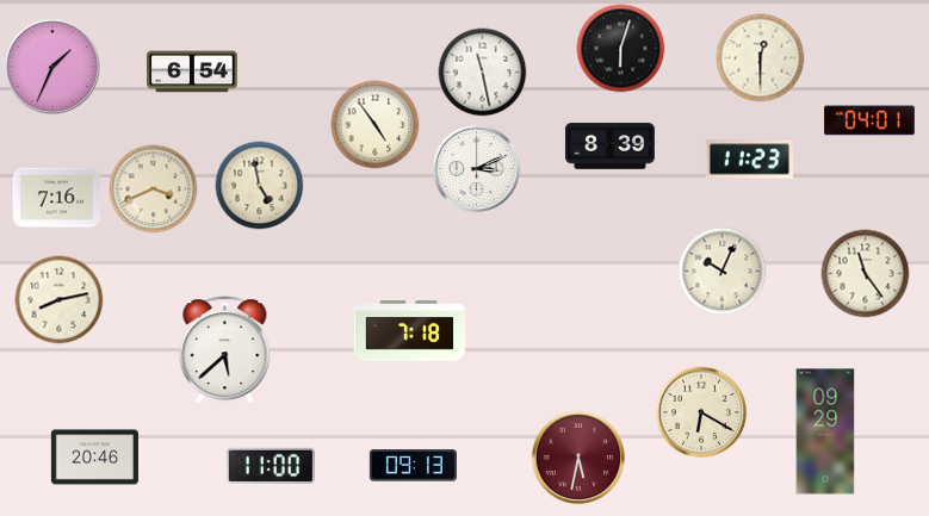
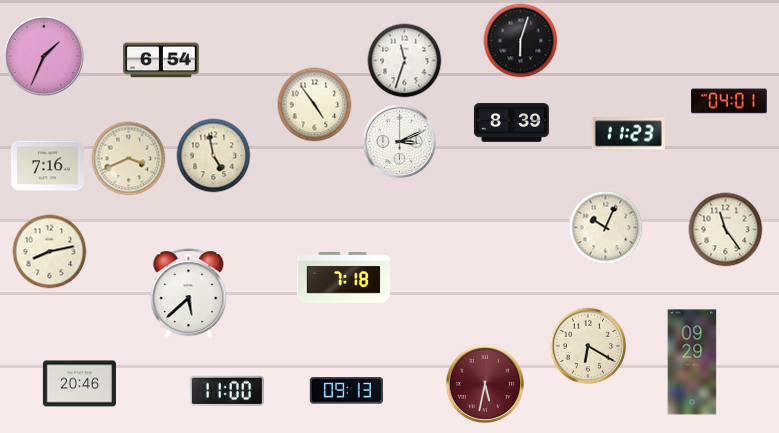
clock at (761, 58): 12:30 -> none
clock at (483, 73): 11:28 -> 11:33
clock at (260, 186) position: (260, 186) -> (214, 156)
